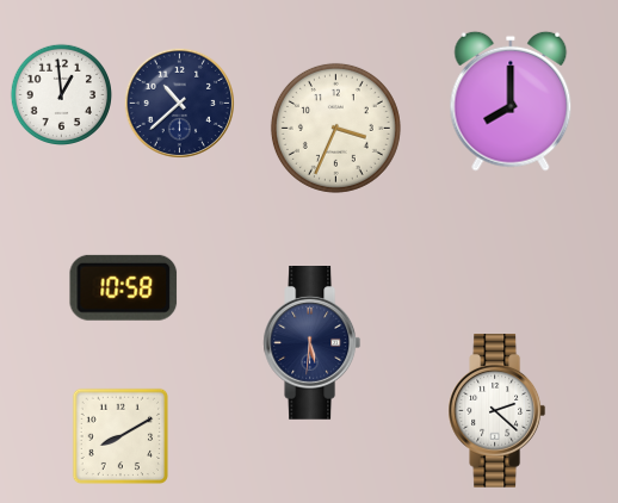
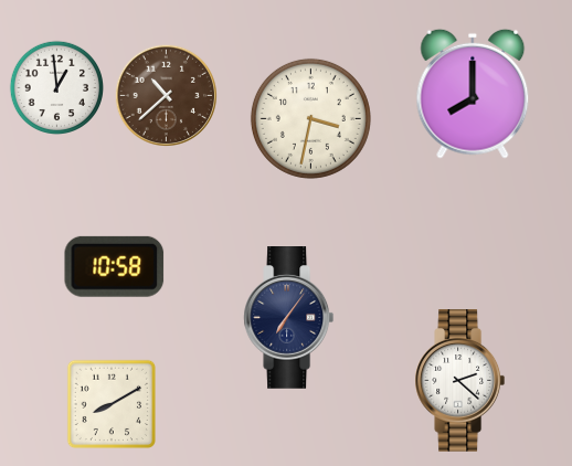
clock at (179, 103) dial: navy -> brown
clock at (335, 128): 3:34 -> 3:32
clock at (313, 343): 5:31 -> 7:06
